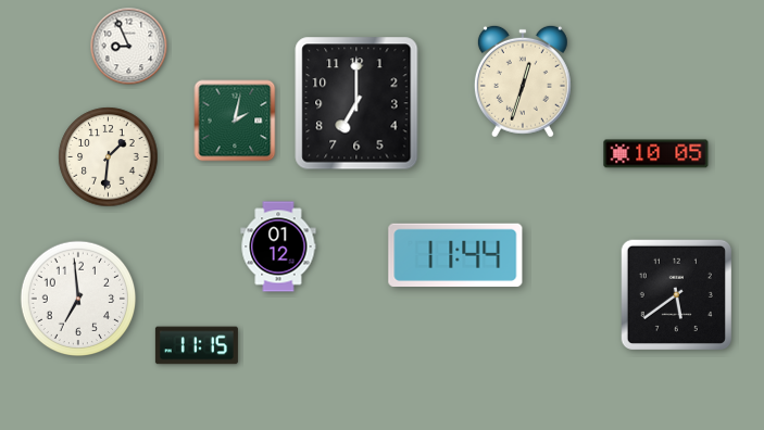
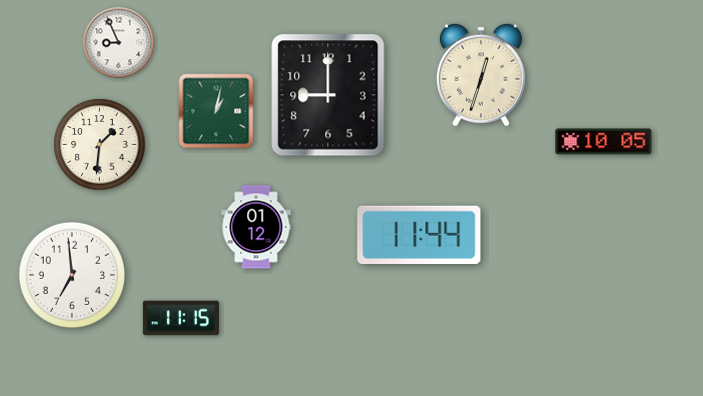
clock at (356, 103): 7:00 -> 9:00
clock at (235, 121): 2:02 -> 1:02
clock at (676, 294): 5:39 -> none
